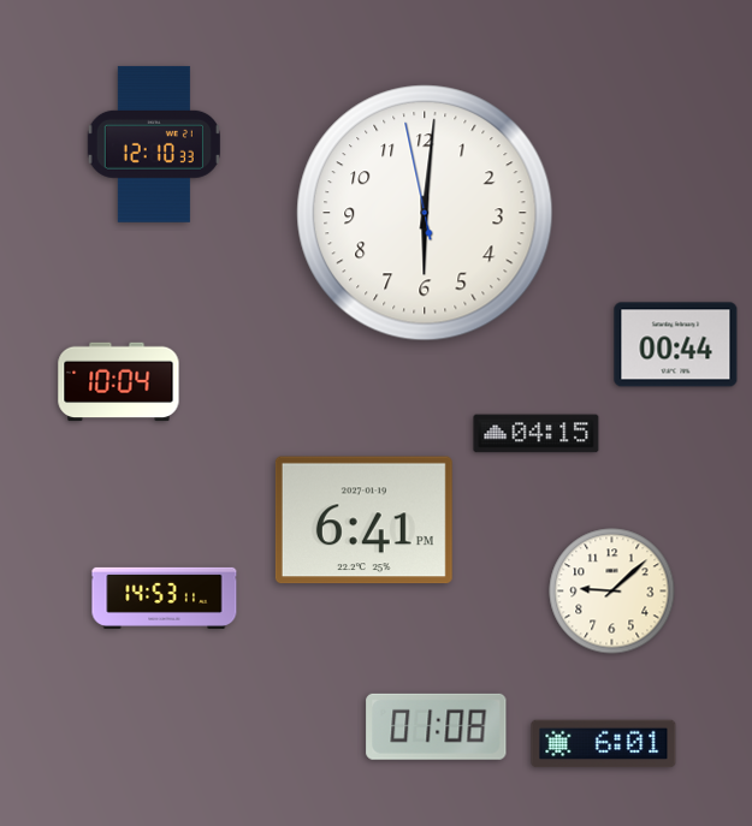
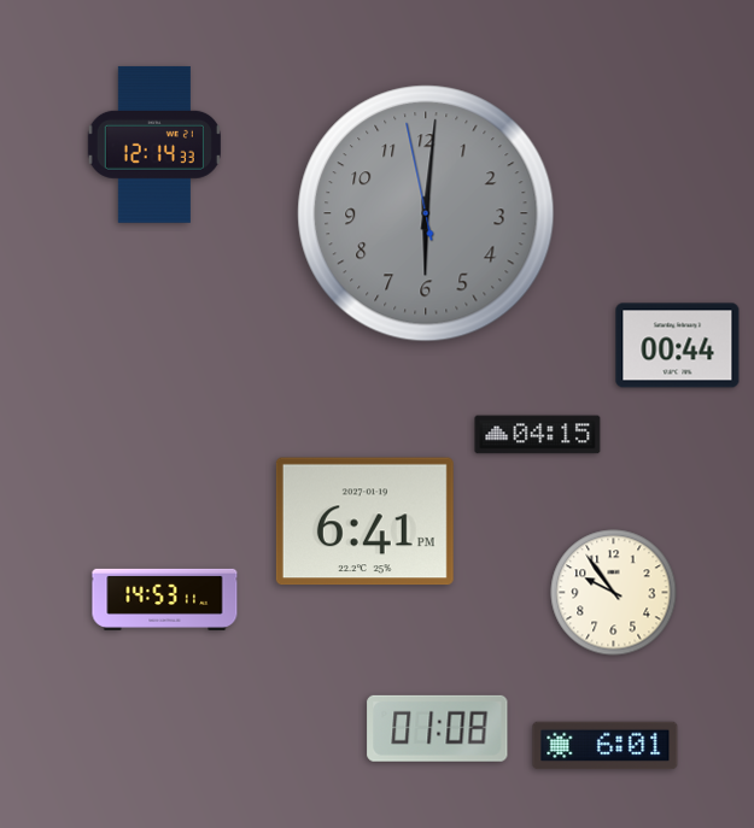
clock at (154, 144): 12:10 -> 12:14
clock at (425, 213) dial: white -> grey
clock at (119, 382): 10:04 -> none
clock at (612, 592): 9:08 -> 9:54
